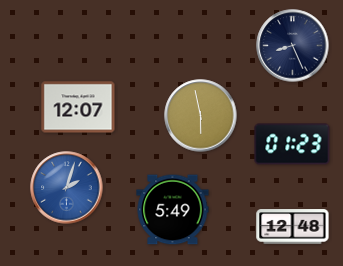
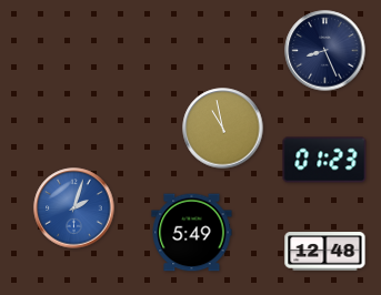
clock at (78, 107): 12:07 -> none
clock at (201, 116): 5:58 -> 10:58
